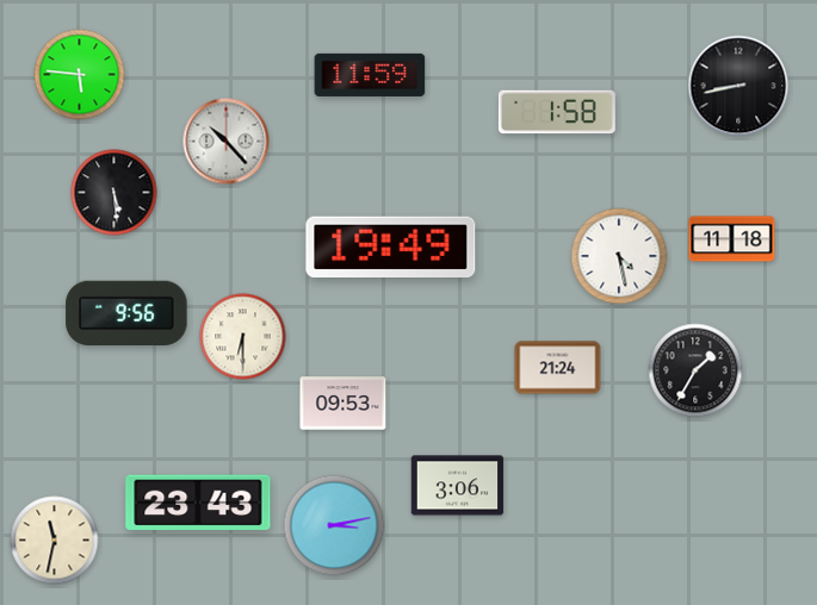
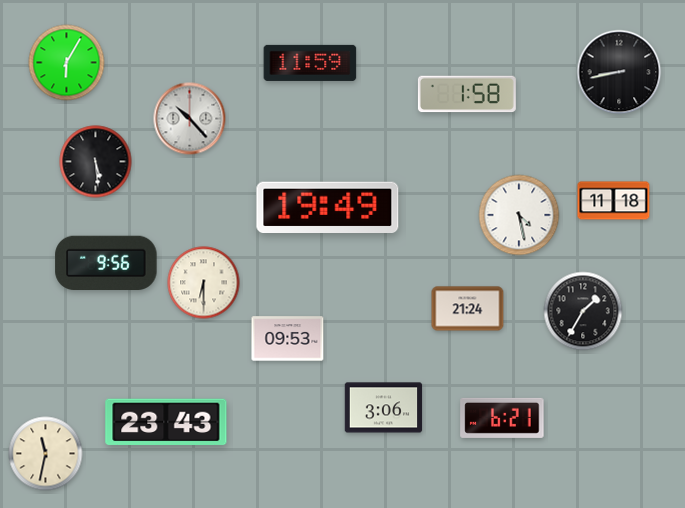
clock at (80, 75): 5:46 -> 6:05
clock at (502, 418): none -> 6:21
clock at (334, 525): 3:13 -> none
